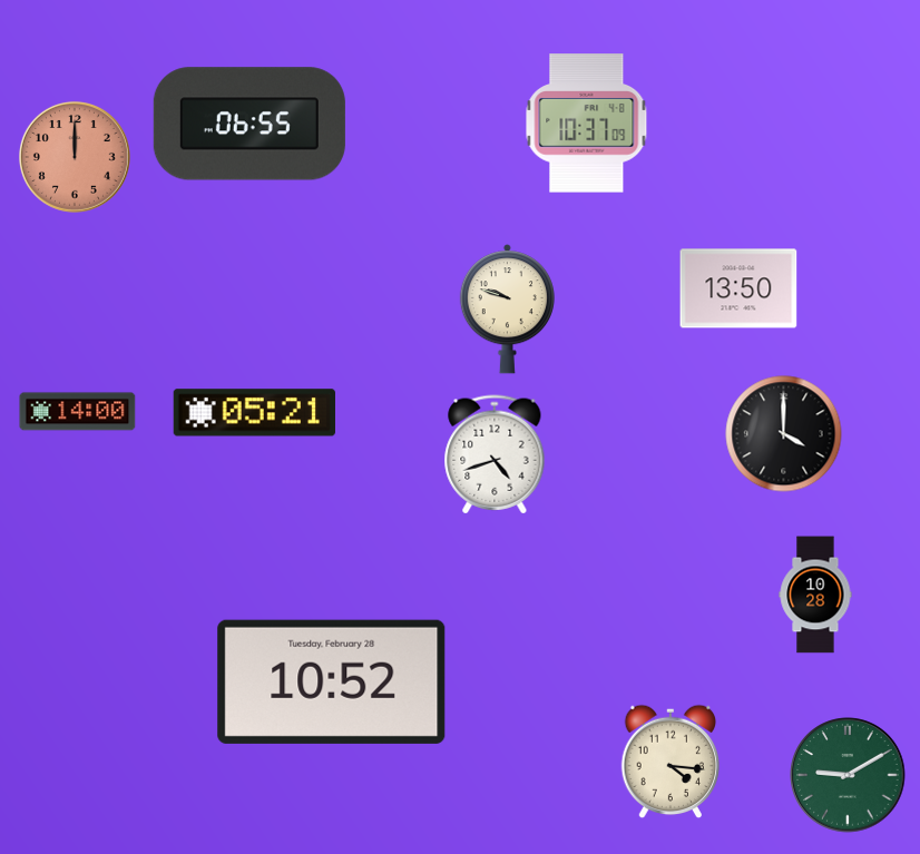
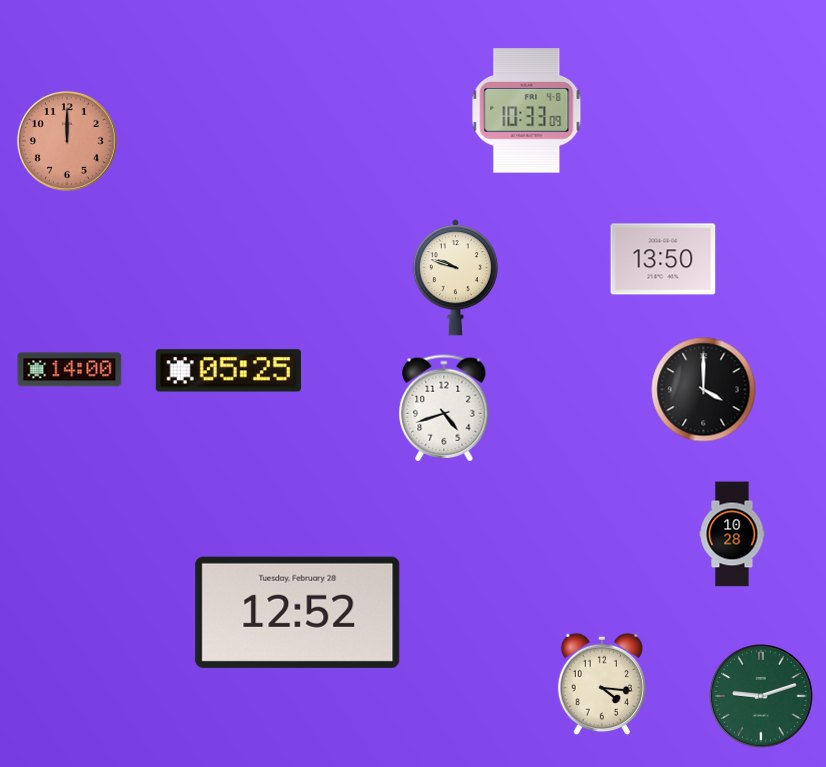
clock at (249, 124): 06:55 -> none
clock at (587, 124): 10:37 -> 10:33
clock at (254, 413): 05:21 -> 05:25
clock at (332, 681): 10:52 -> 12:52
clock at (848, 775): 9:10 -> 9:12
